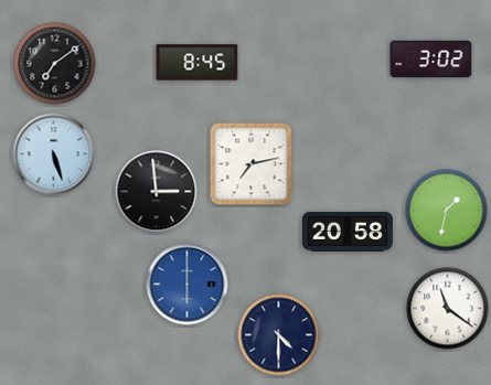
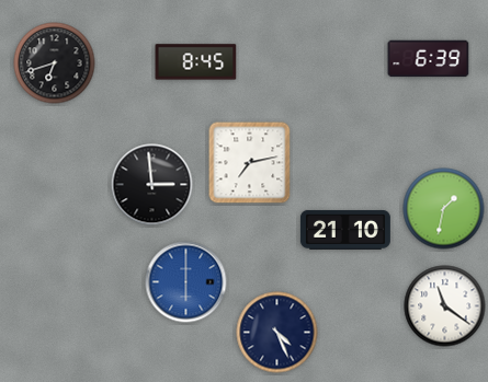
clock at (431, 60): 3:02 -> 6:39
clock at (55, 64): 7:09 -> 6:42
clock at (54, 154): 5:27 -> none
clock at (157, 192) position: (157, 192) -> (152, 185)
clock at (348, 232): 20:58 -> 21:10
clock at (279, 335): 4:30 -> 4:26
